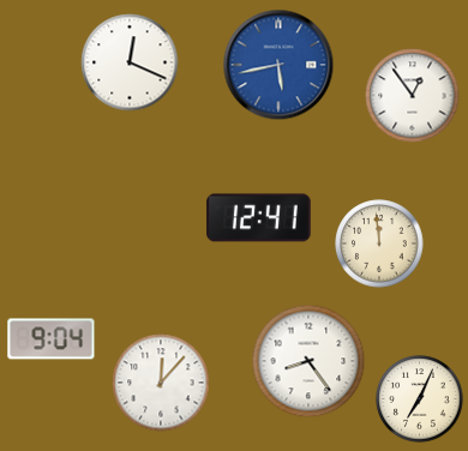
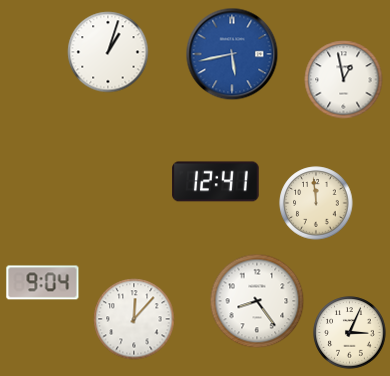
clock at (130, 62): 12:19 -> 1:03
clock at (413, 96): 12:54 -> 12:58
clock at (420, 399): 7:04 -> 3:04
